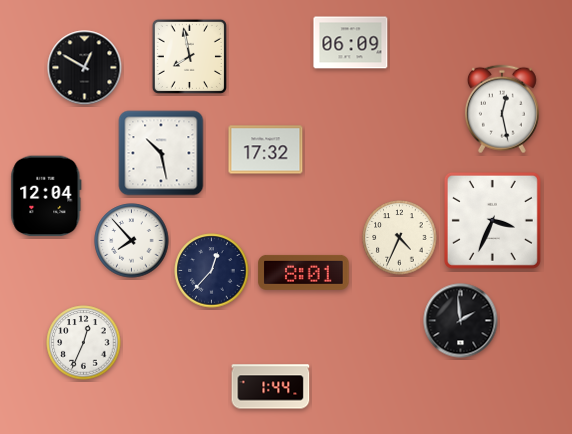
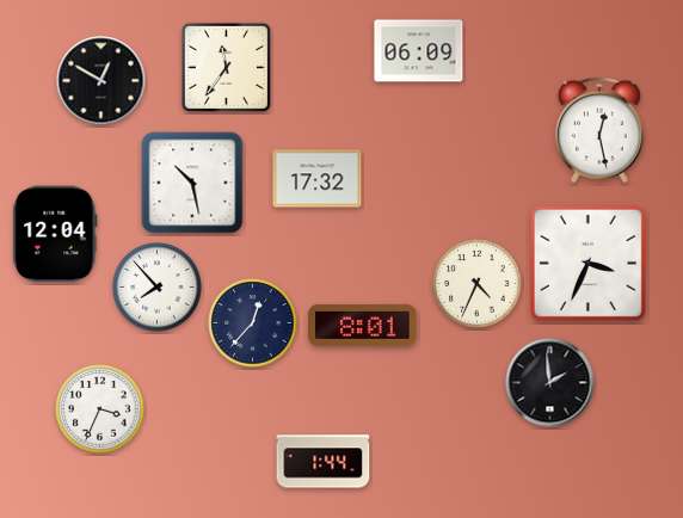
clock at (189, 56): 7:58 -> 11:36
clock at (84, 343): 12:34 -> 3:34
